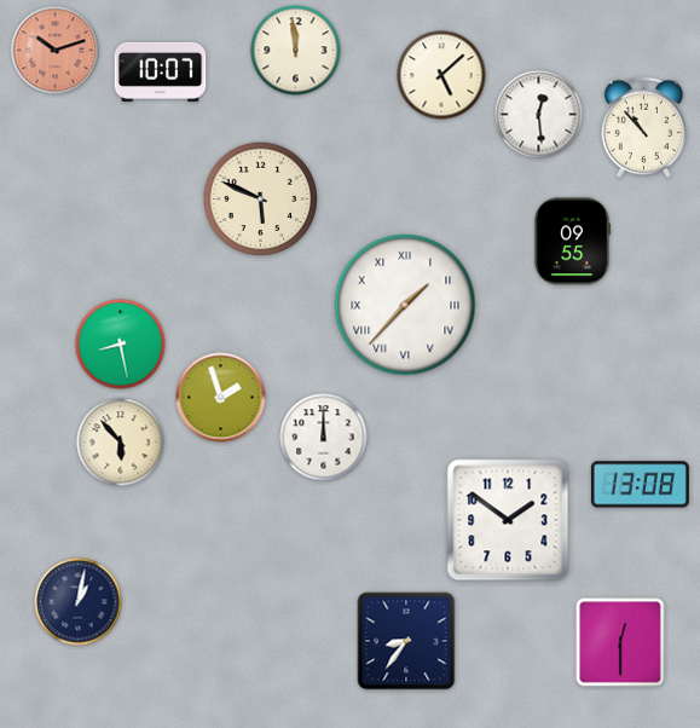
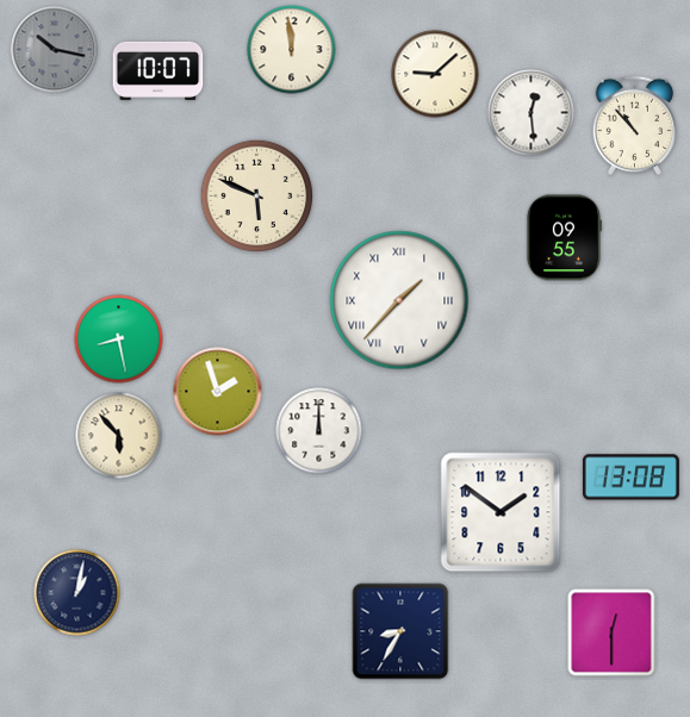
clock at (56, 51): 10:12 -> 10:17
clock at (56, 51) dial: salmon -> grey
clock at (441, 75): 5:08 -> 9:08
clock at (406, 641): 8:36 -> 8:35
